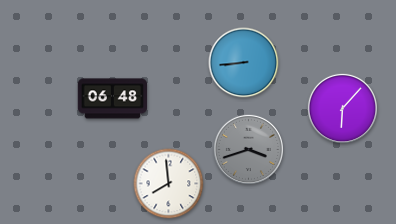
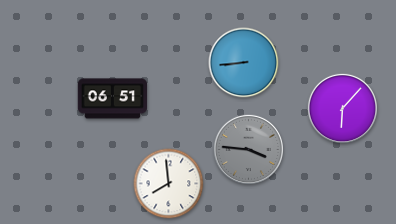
clock at (113, 99): 06:48 -> 06:51
clock at (248, 149): 3:42 -> 3:46
